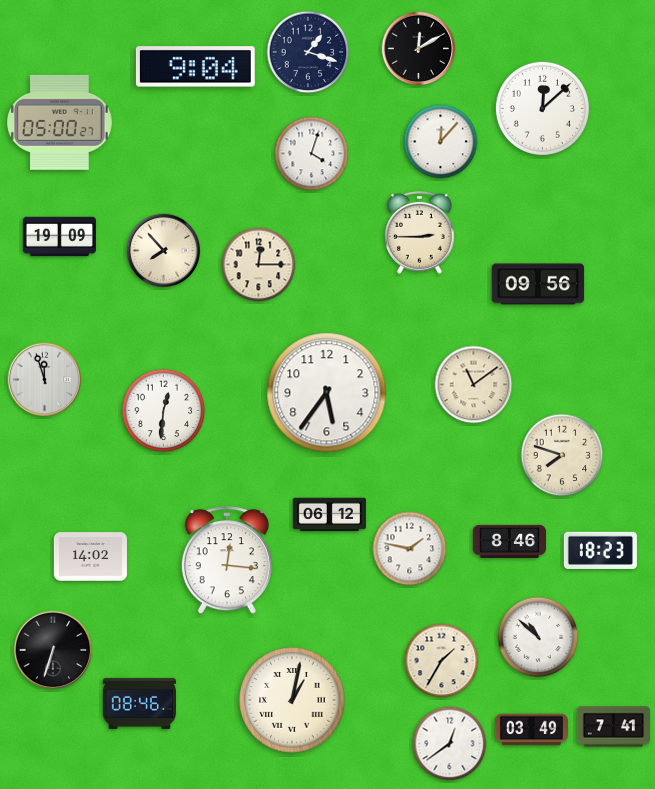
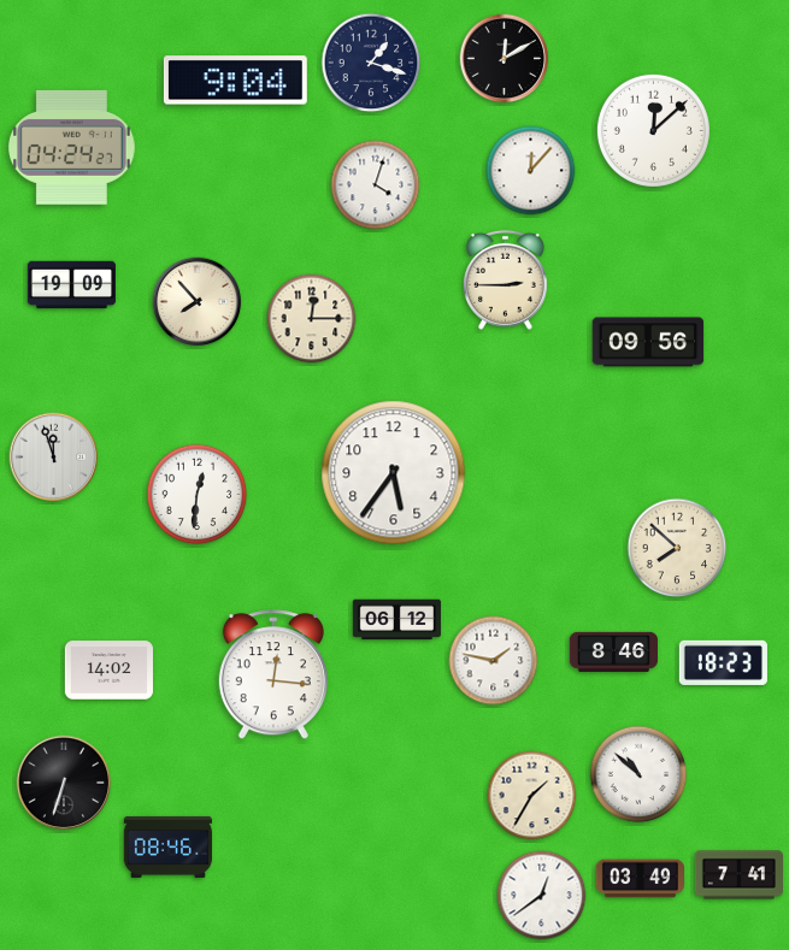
clock at (59, 122): 05:00 -> 04:24
clock at (474, 385): 11:09 -> none
clock at (562, 455): 7:48 -> 7:52
clock at (538, 637) position: (538, 637) -> (638, 774)
clock at (292, 700): 1:02 -> none
